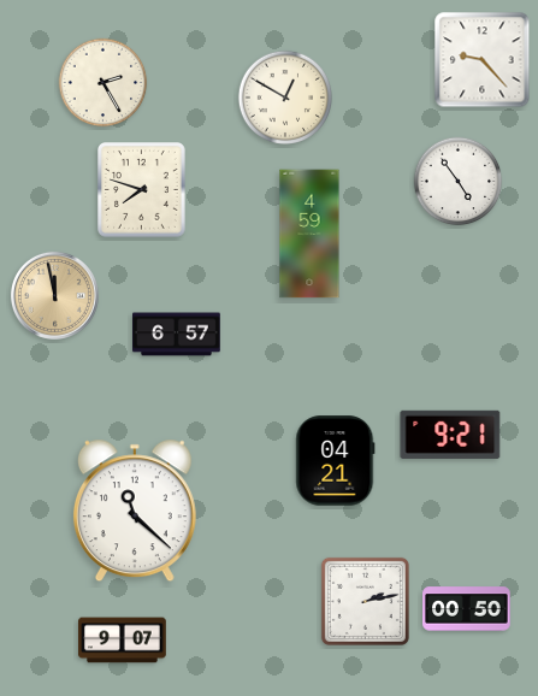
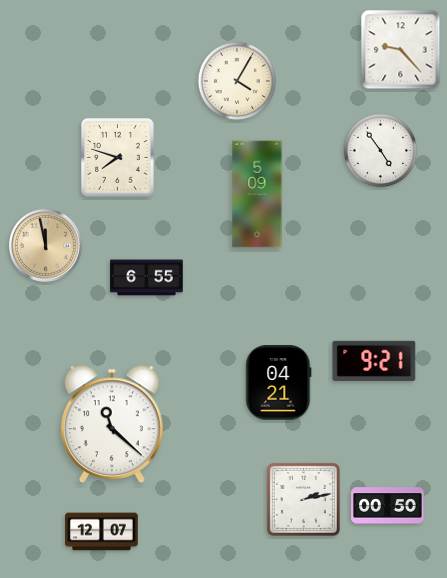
clock at (104, 83): 2:25 -> none
clock at (284, 96): 12:50 -> 4:05
clock at (309, 234): 4:59 -> 5:09
clock at (177, 335): 6:57 -> 6:55
clock at (123, 641): 9:07 -> 12:07
